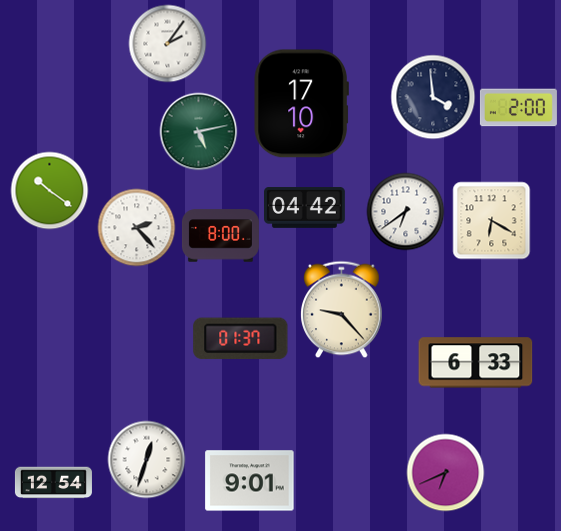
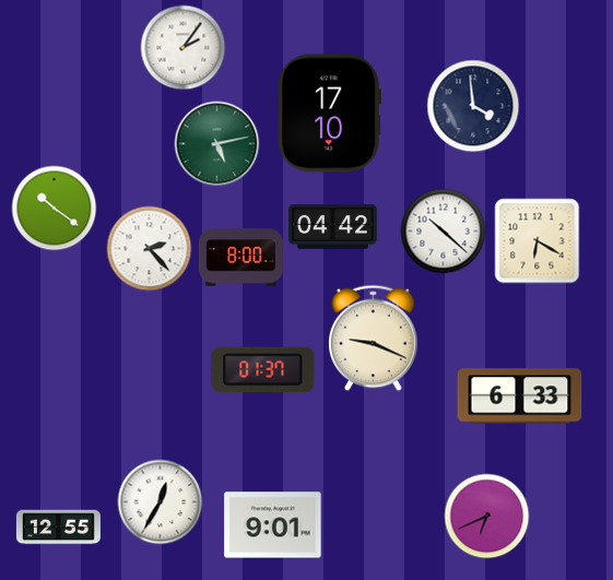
clock at (518, 108): 2:00 -> none
clock at (405, 211): 6:39 -> 10:22
clock at (342, 309): 9:23 -> 9:19
clock at (146, 459): 12:33 -> 12:35
clock at (53, 483): 12:54 -> 12:55
